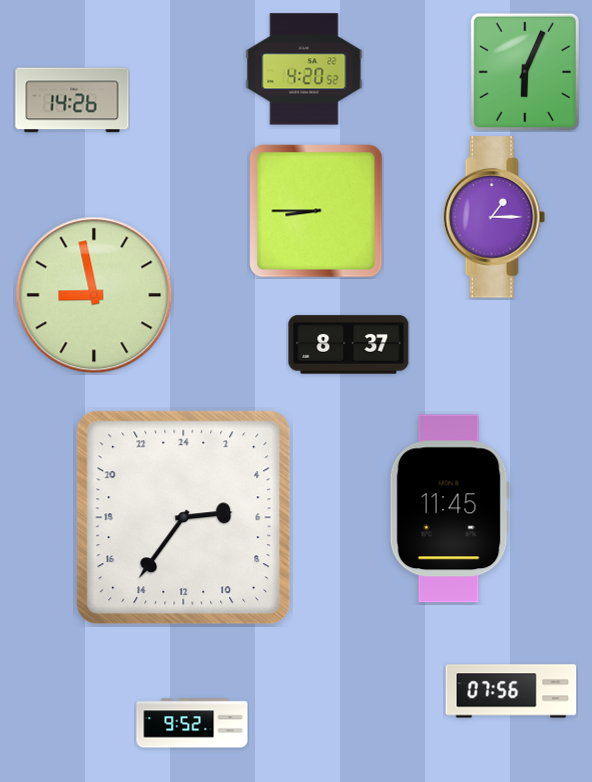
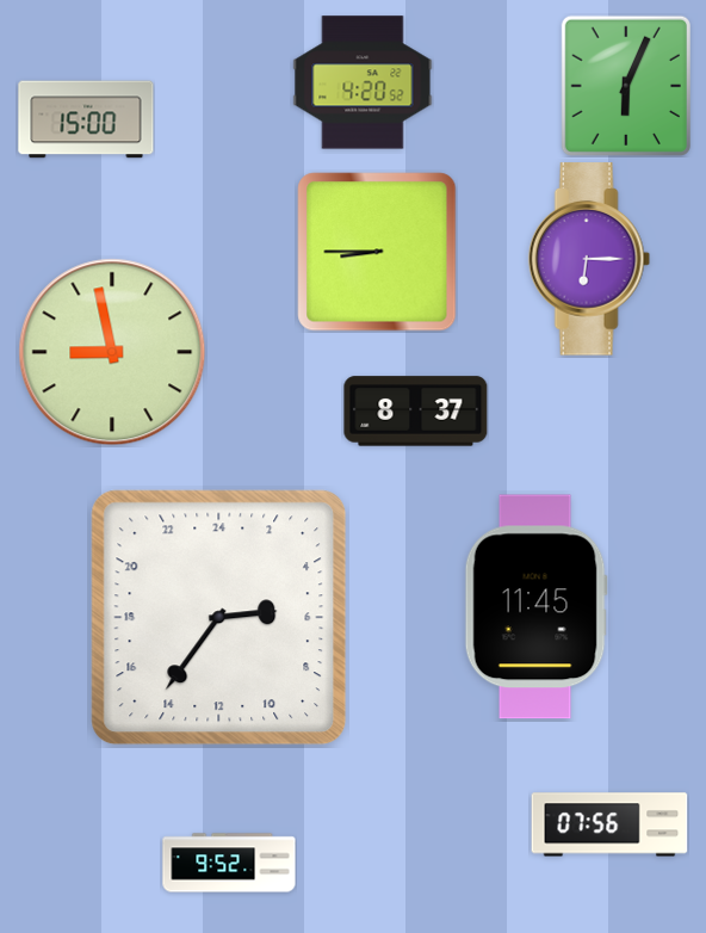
clock at (72, 100): 14:26 -> 15:00
clock at (494, 217): 1:15 -> 6:15
